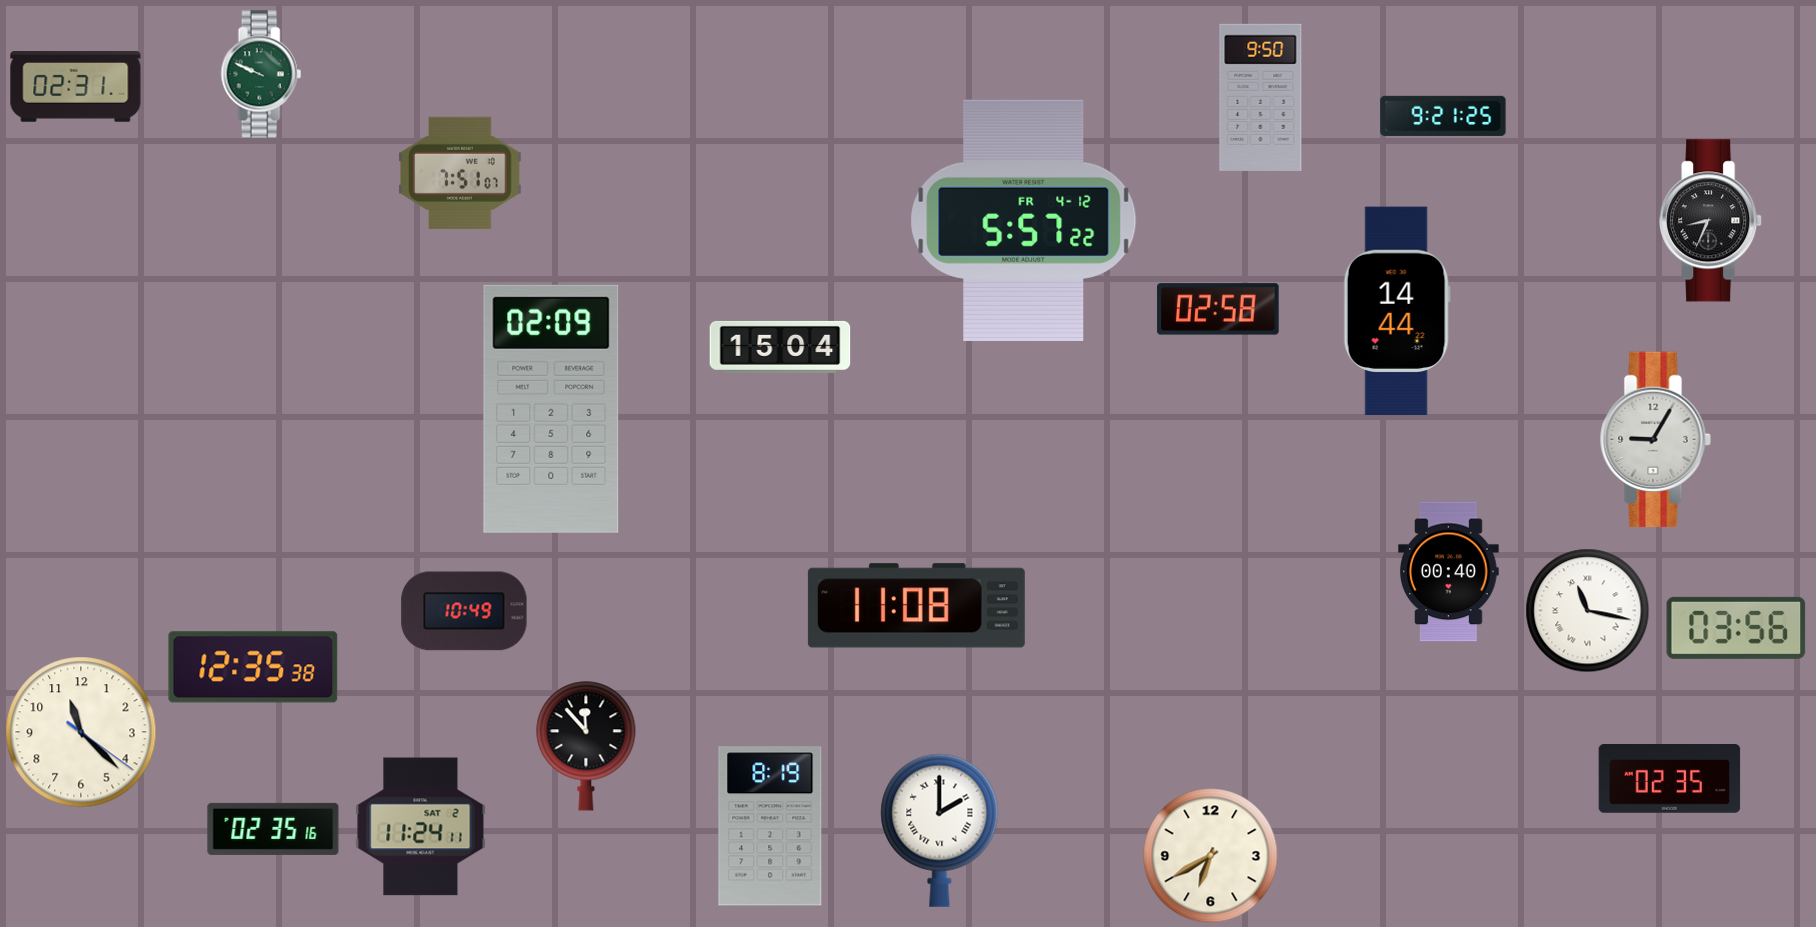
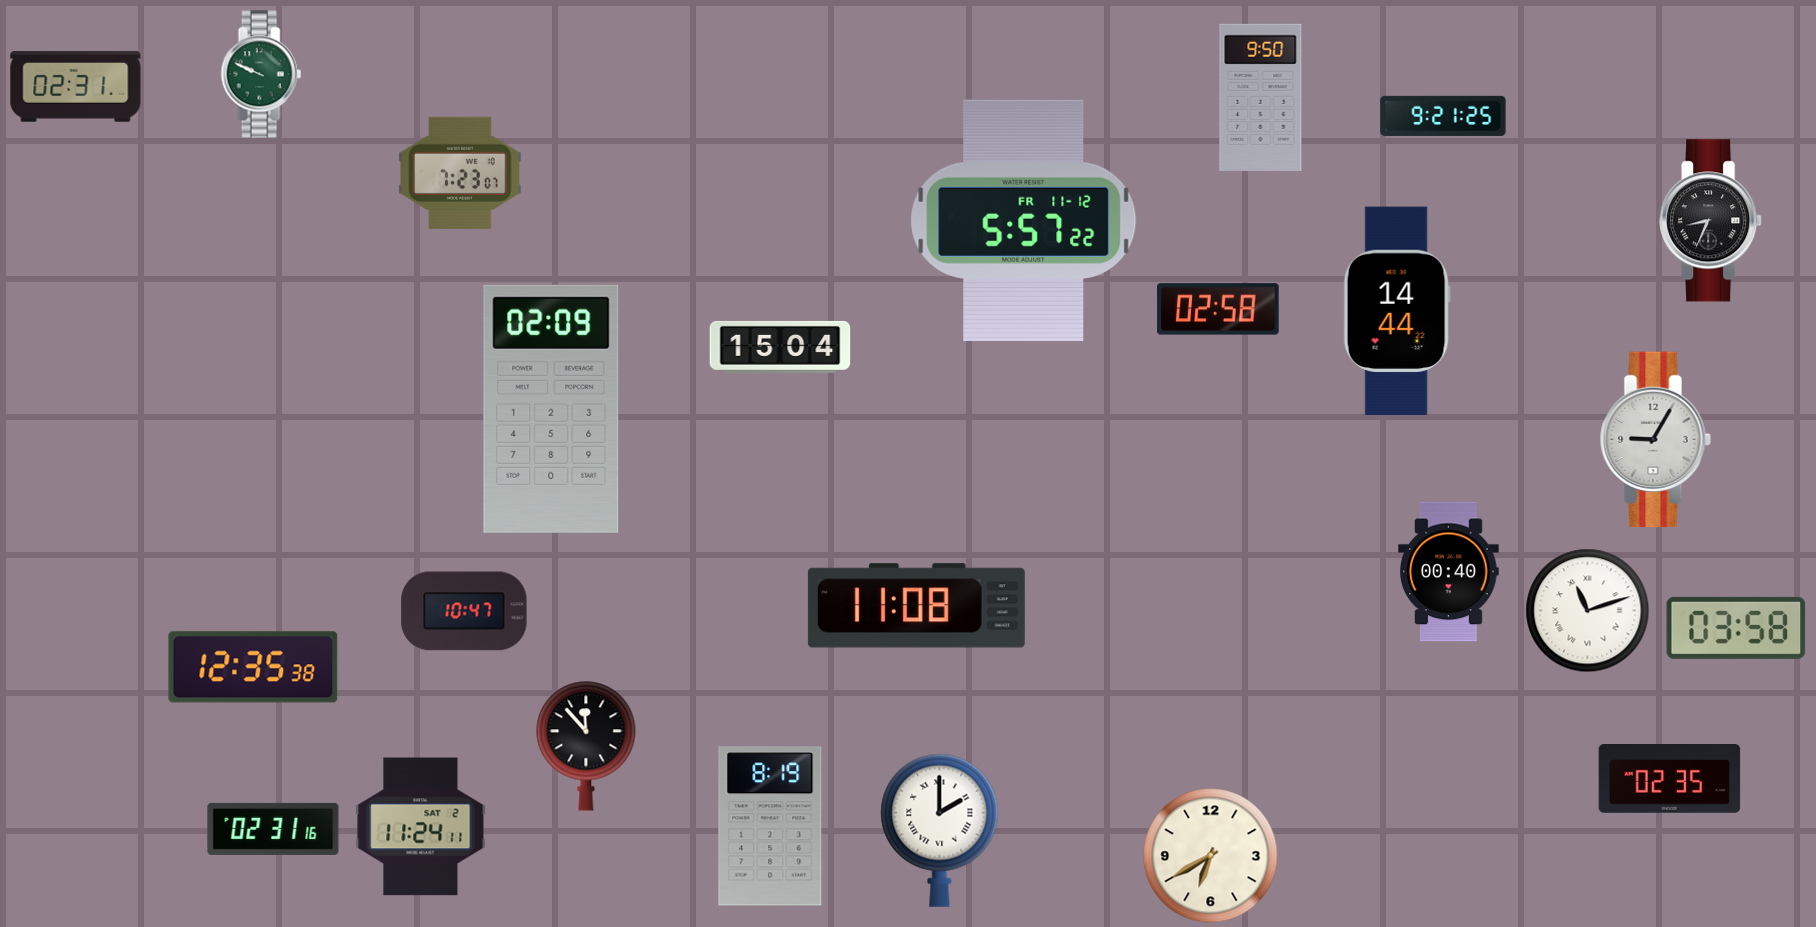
clock at (460, 173): 7:51 -> 7:23
clock at (1024, 220) date: FR 4-12 -> FR 11-12
clock at (464, 611): 10:49 -> 10:47
clock at (1588, 611): 11:17 -> 11:12
clock at (1736, 628): 03:56 -> 03:58
clock at (81, 732): 11:22 -> none
clock at (273, 829): 02:35 -> 02:31
